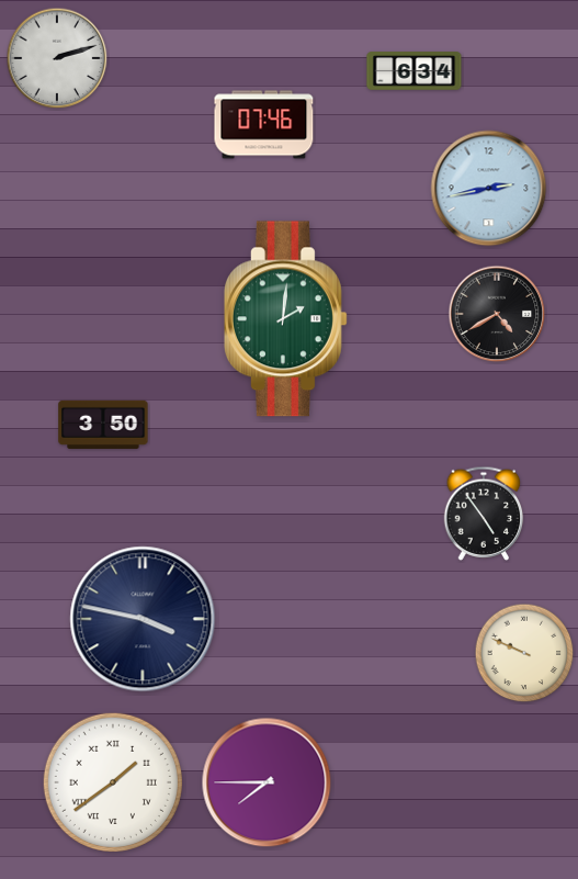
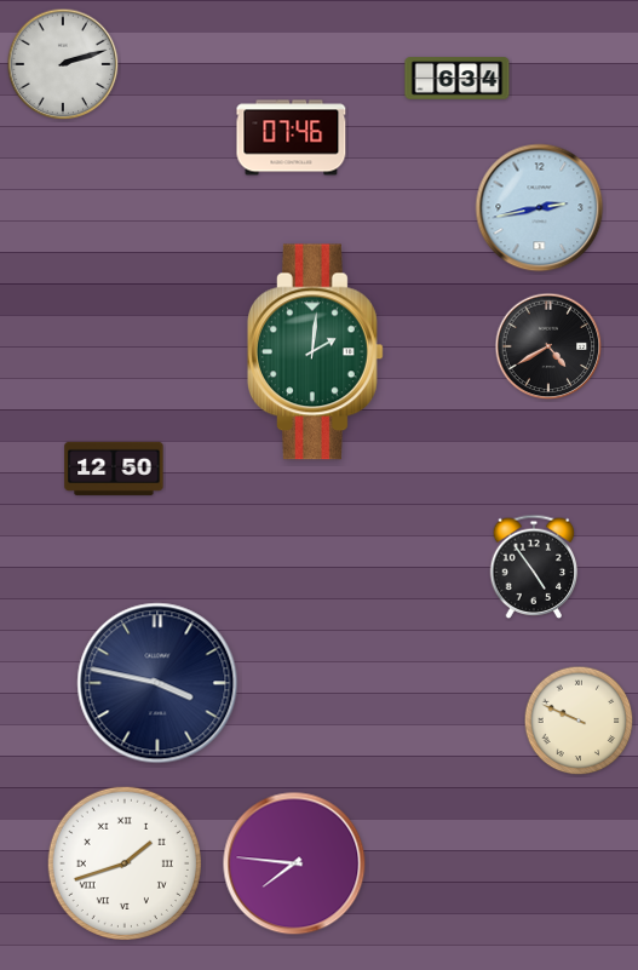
clock at (103, 425): 3:50 -> 12:50
clock at (113, 782): 1:39 -> 1:42
clock at (267, 782): 7:45 -> 7:46
